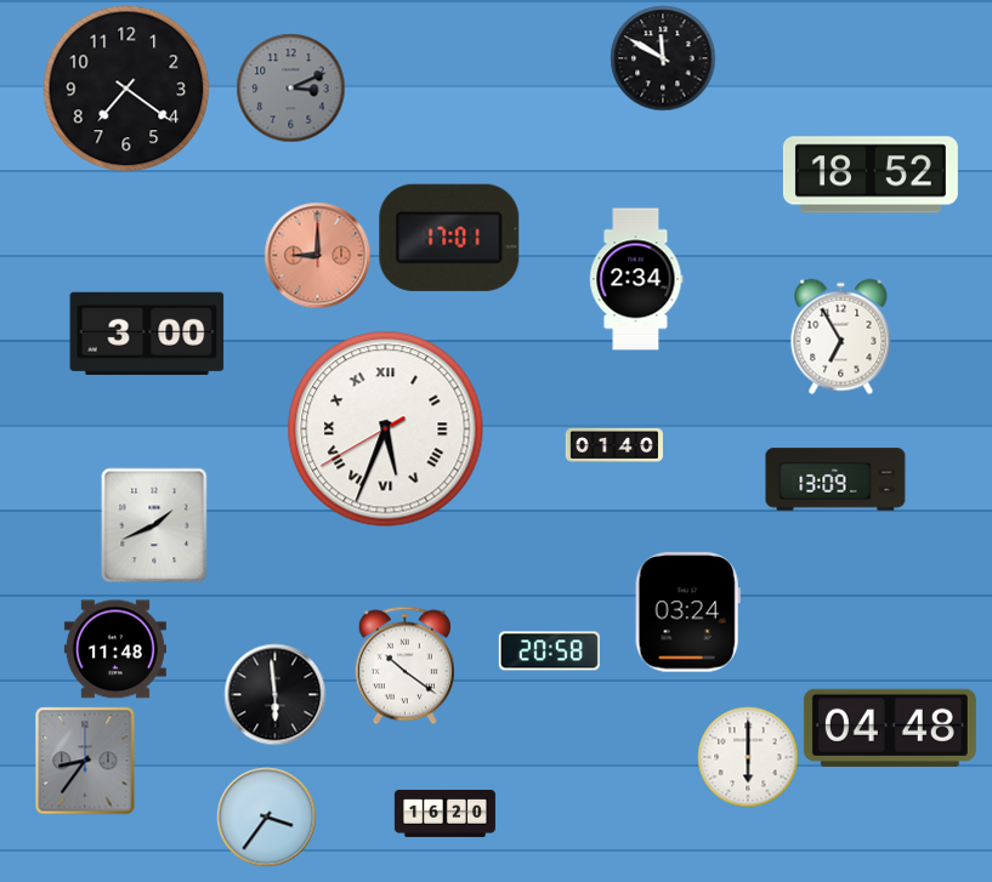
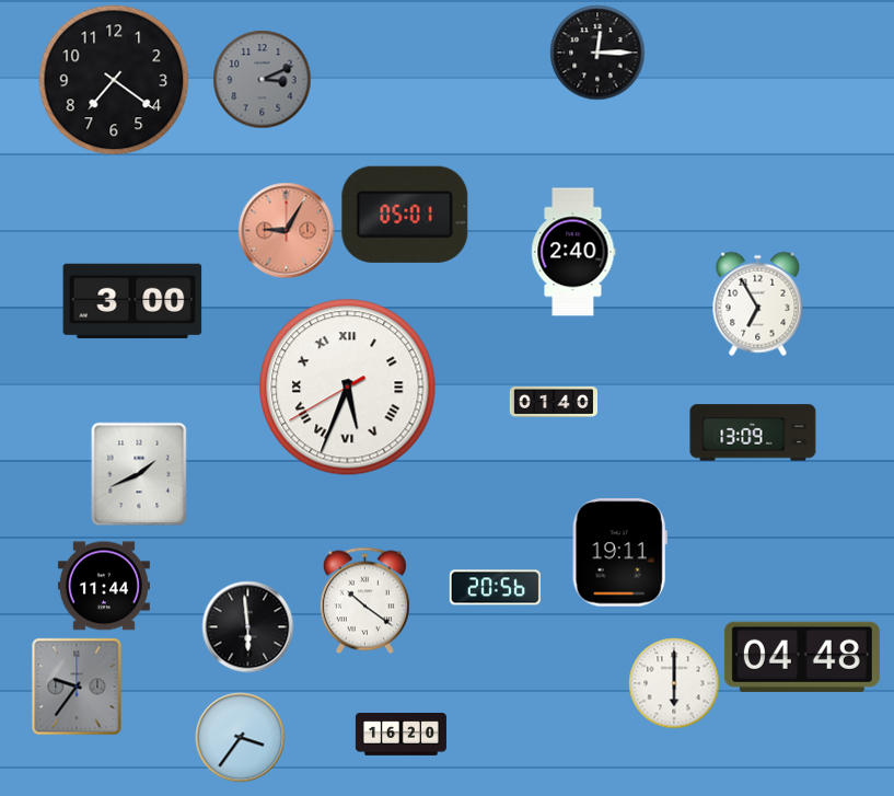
clock at (663, 58): 11:50 -> 12:15
clock at (871, 175): 18:52 -> none
clock at (449, 238): 17:01 -> 05:01
clock at (317, 255): 9:00 -> 9:05
clock at (636, 279): 2:34 -> 2:40
clock at (687, 613): 03:24 -> 19:11
clock at (115, 649): 11:48 -> 11:44
clock at (549, 651): 20:58 -> 20:56
clock at (85, 761): 8:36 -> 9:36
